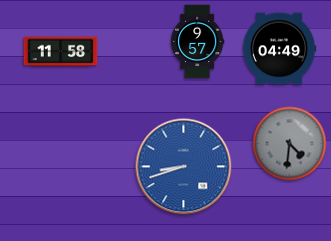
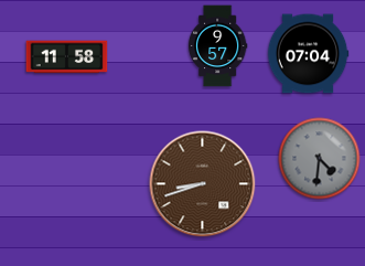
clock at (279, 49): 04:49 -> 07:04
clock at (184, 167) dial: blue -> brown
